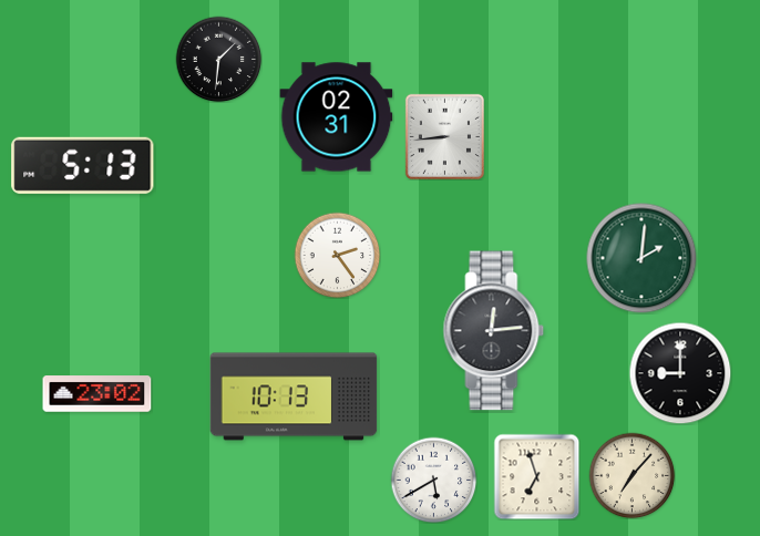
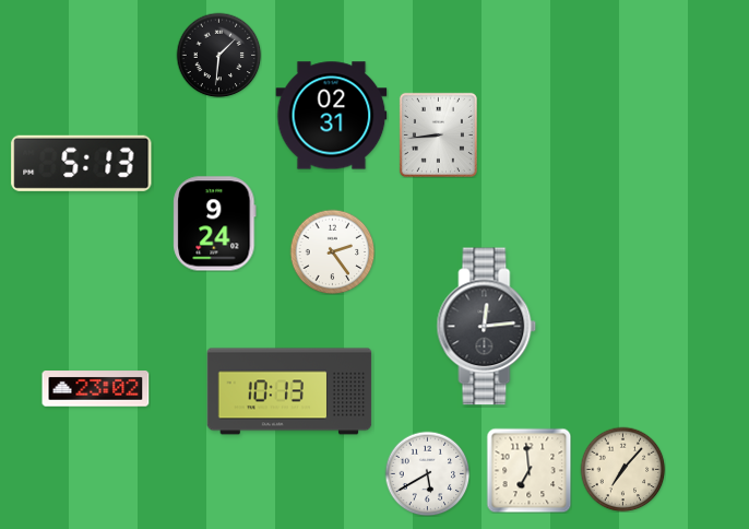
clock at (218, 59) position: (218, 59) -> (218, 55)
clock at (215, 224): none -> 9:24
clock at (641, 258): 2:01 -> none
clock at (680, 373): 9:00 -> none
clock at (536, 476): 6:57 -> 6:59
